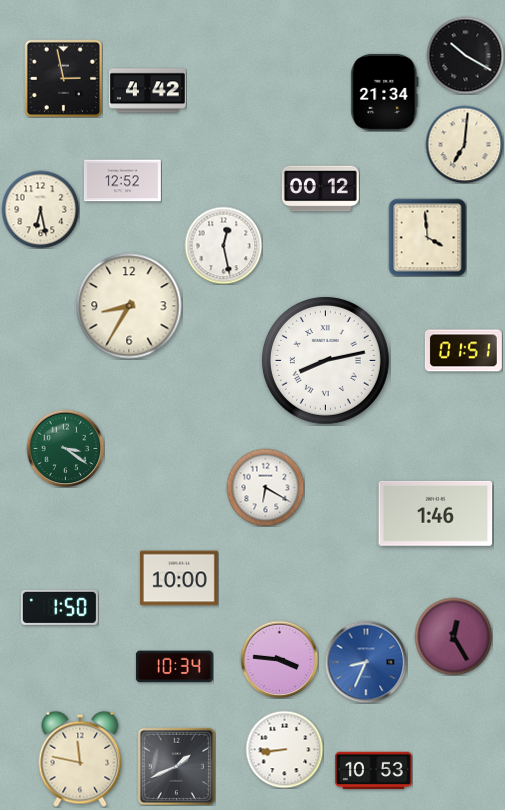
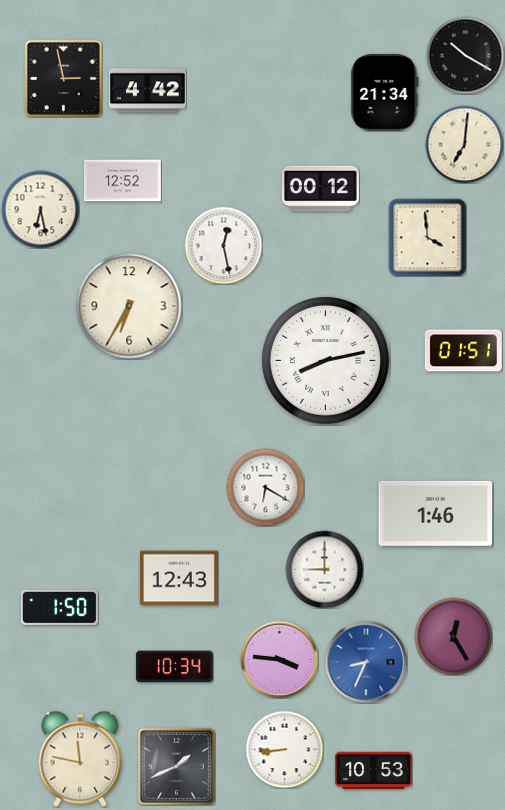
clock at (129, 306): 8:35 -> 6:35
clock at (65, 448): 3:21 -> none
clock at (324, 569): none -> 9:00
clock at (179, 578): 10:00 -> 12:43
